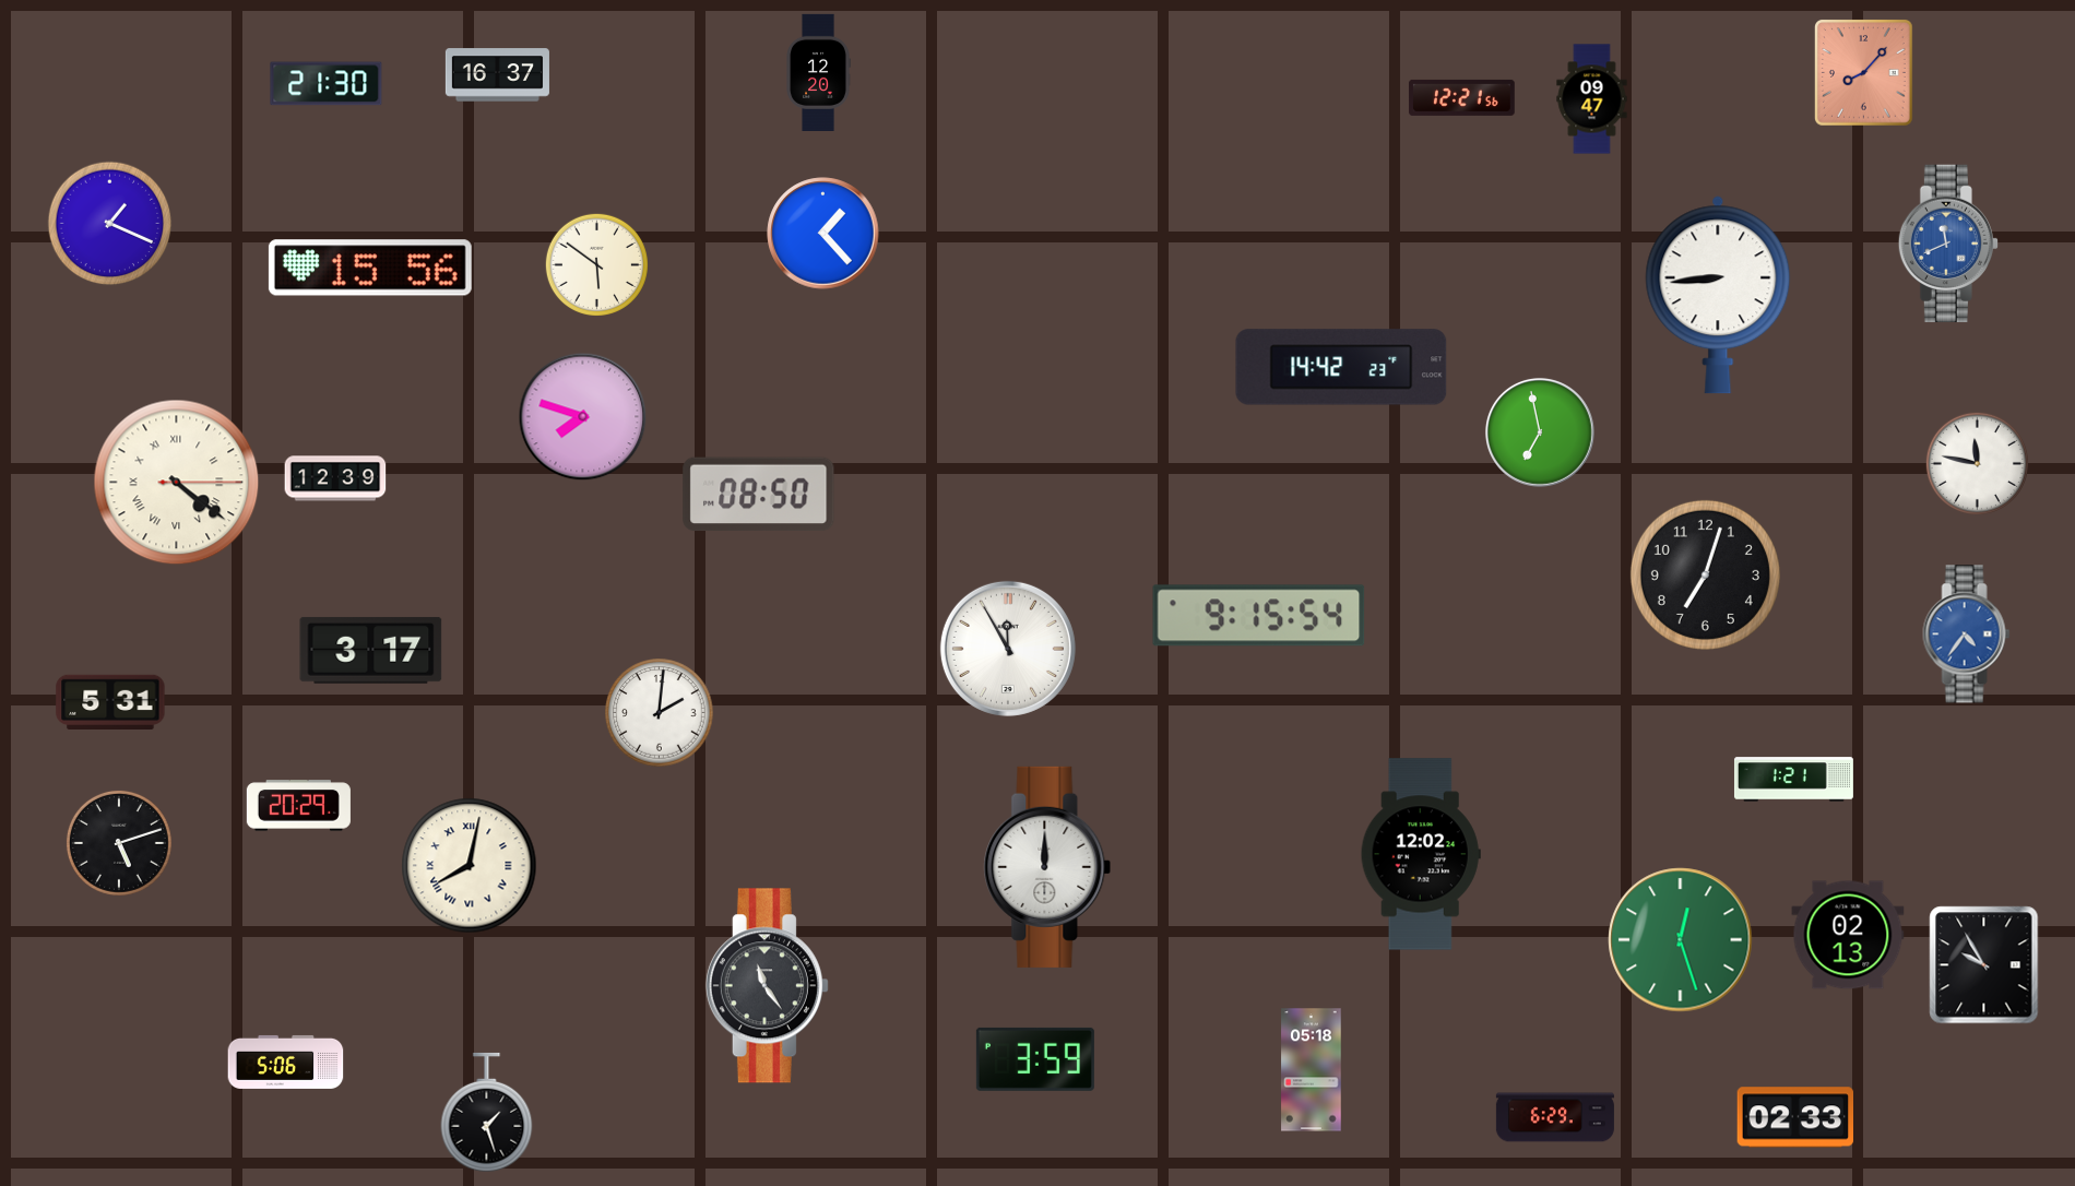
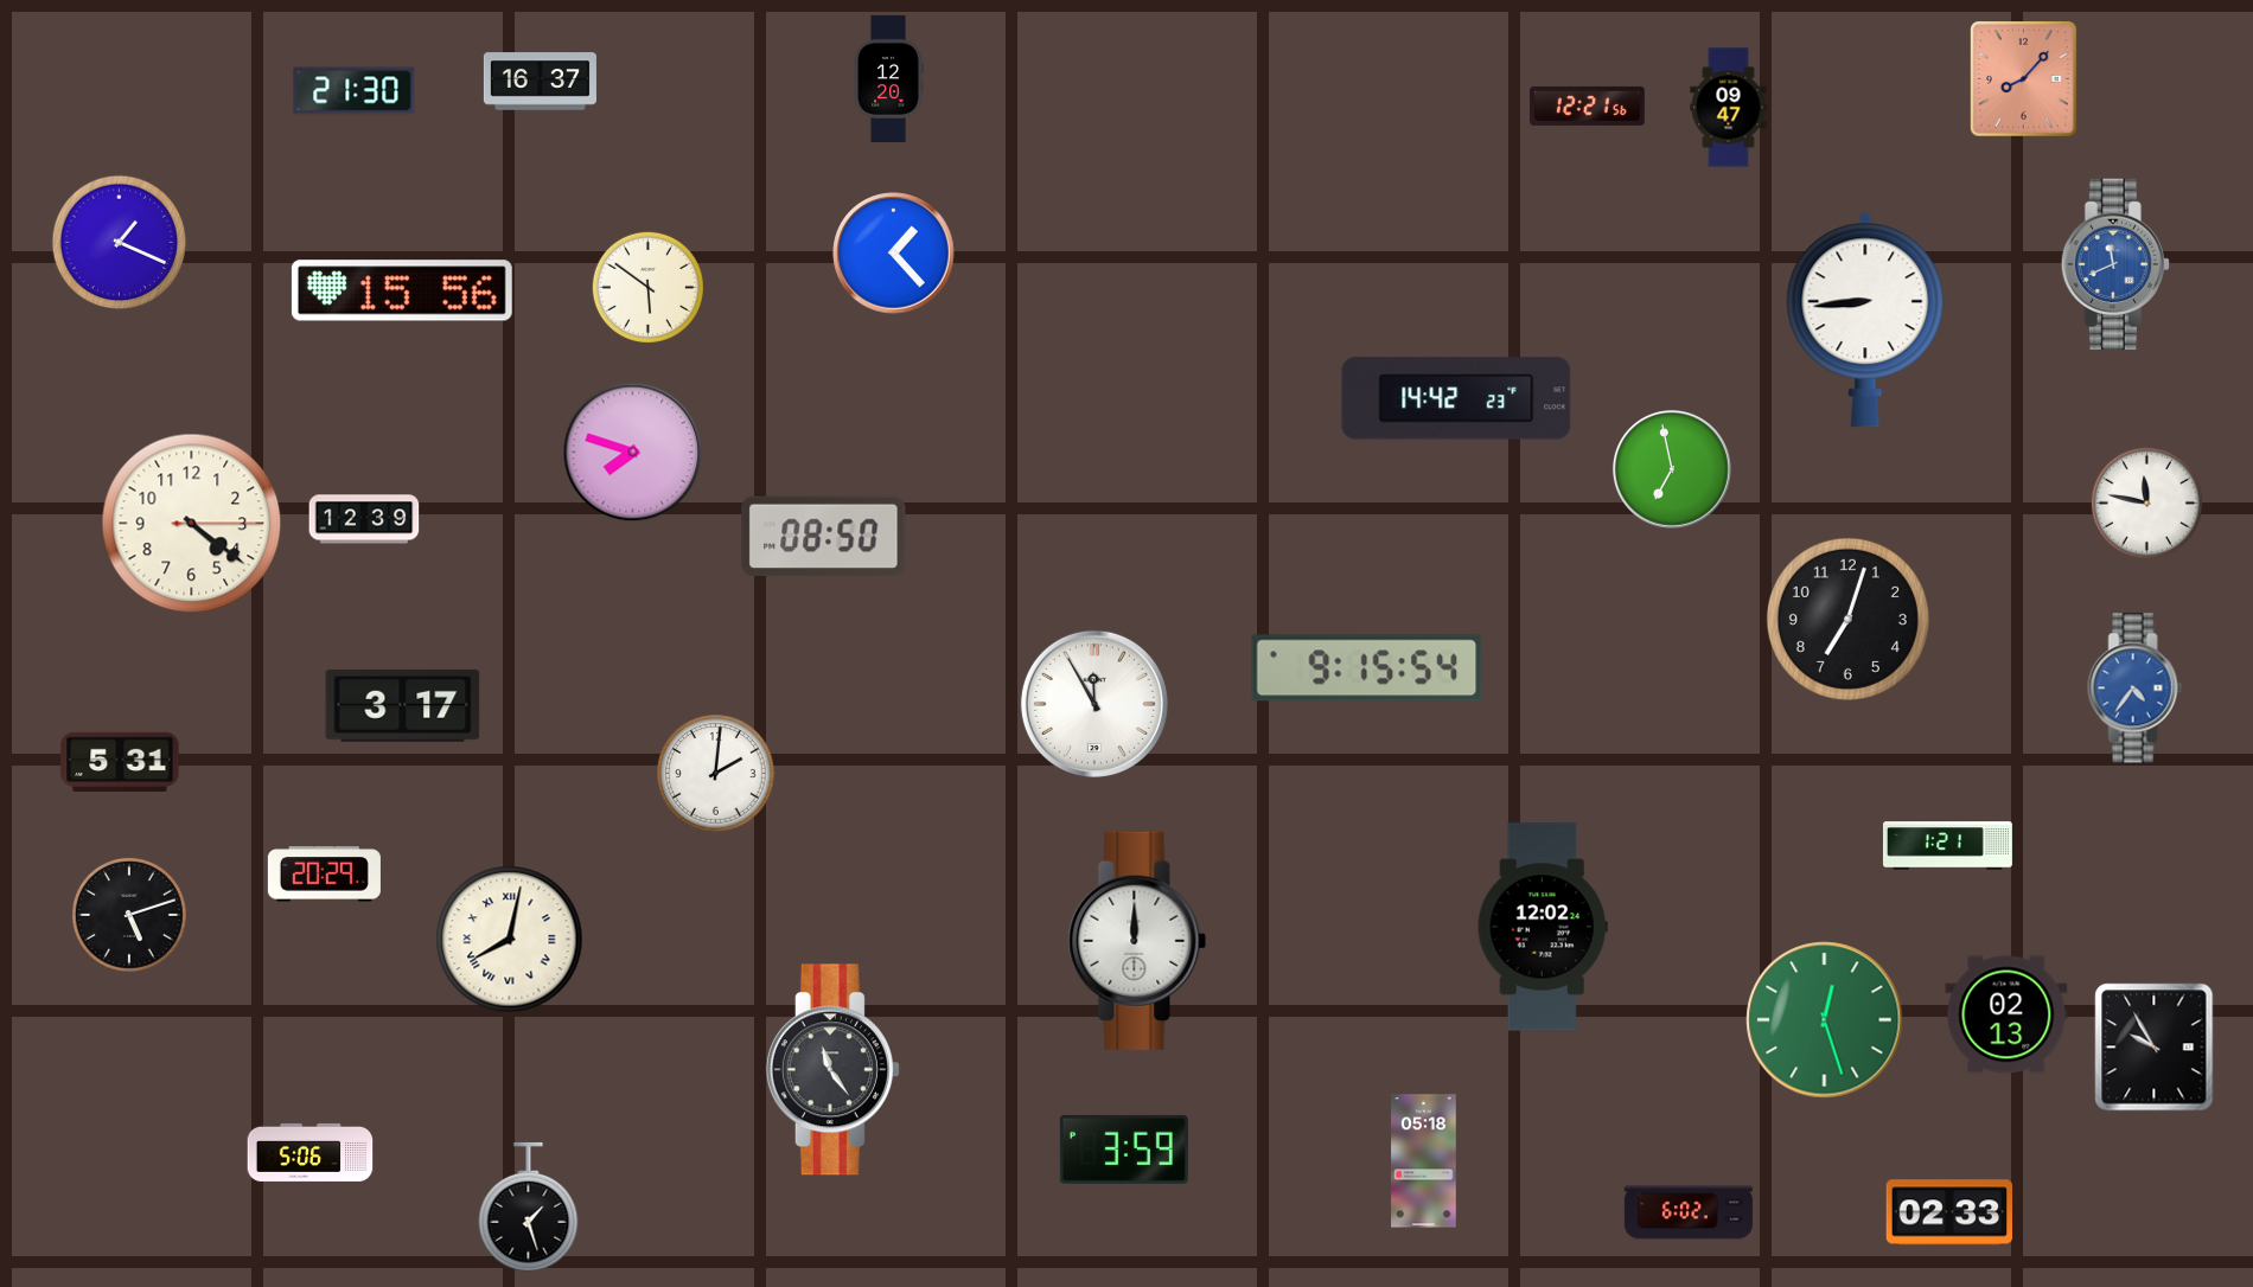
clock at (177, 483) numerals: Roman -> Arabic
clock at (1705, 574) position: (1705, 574) -> (1847, 619)
clock at (1555, 1117): 6:29 -> 6:02
